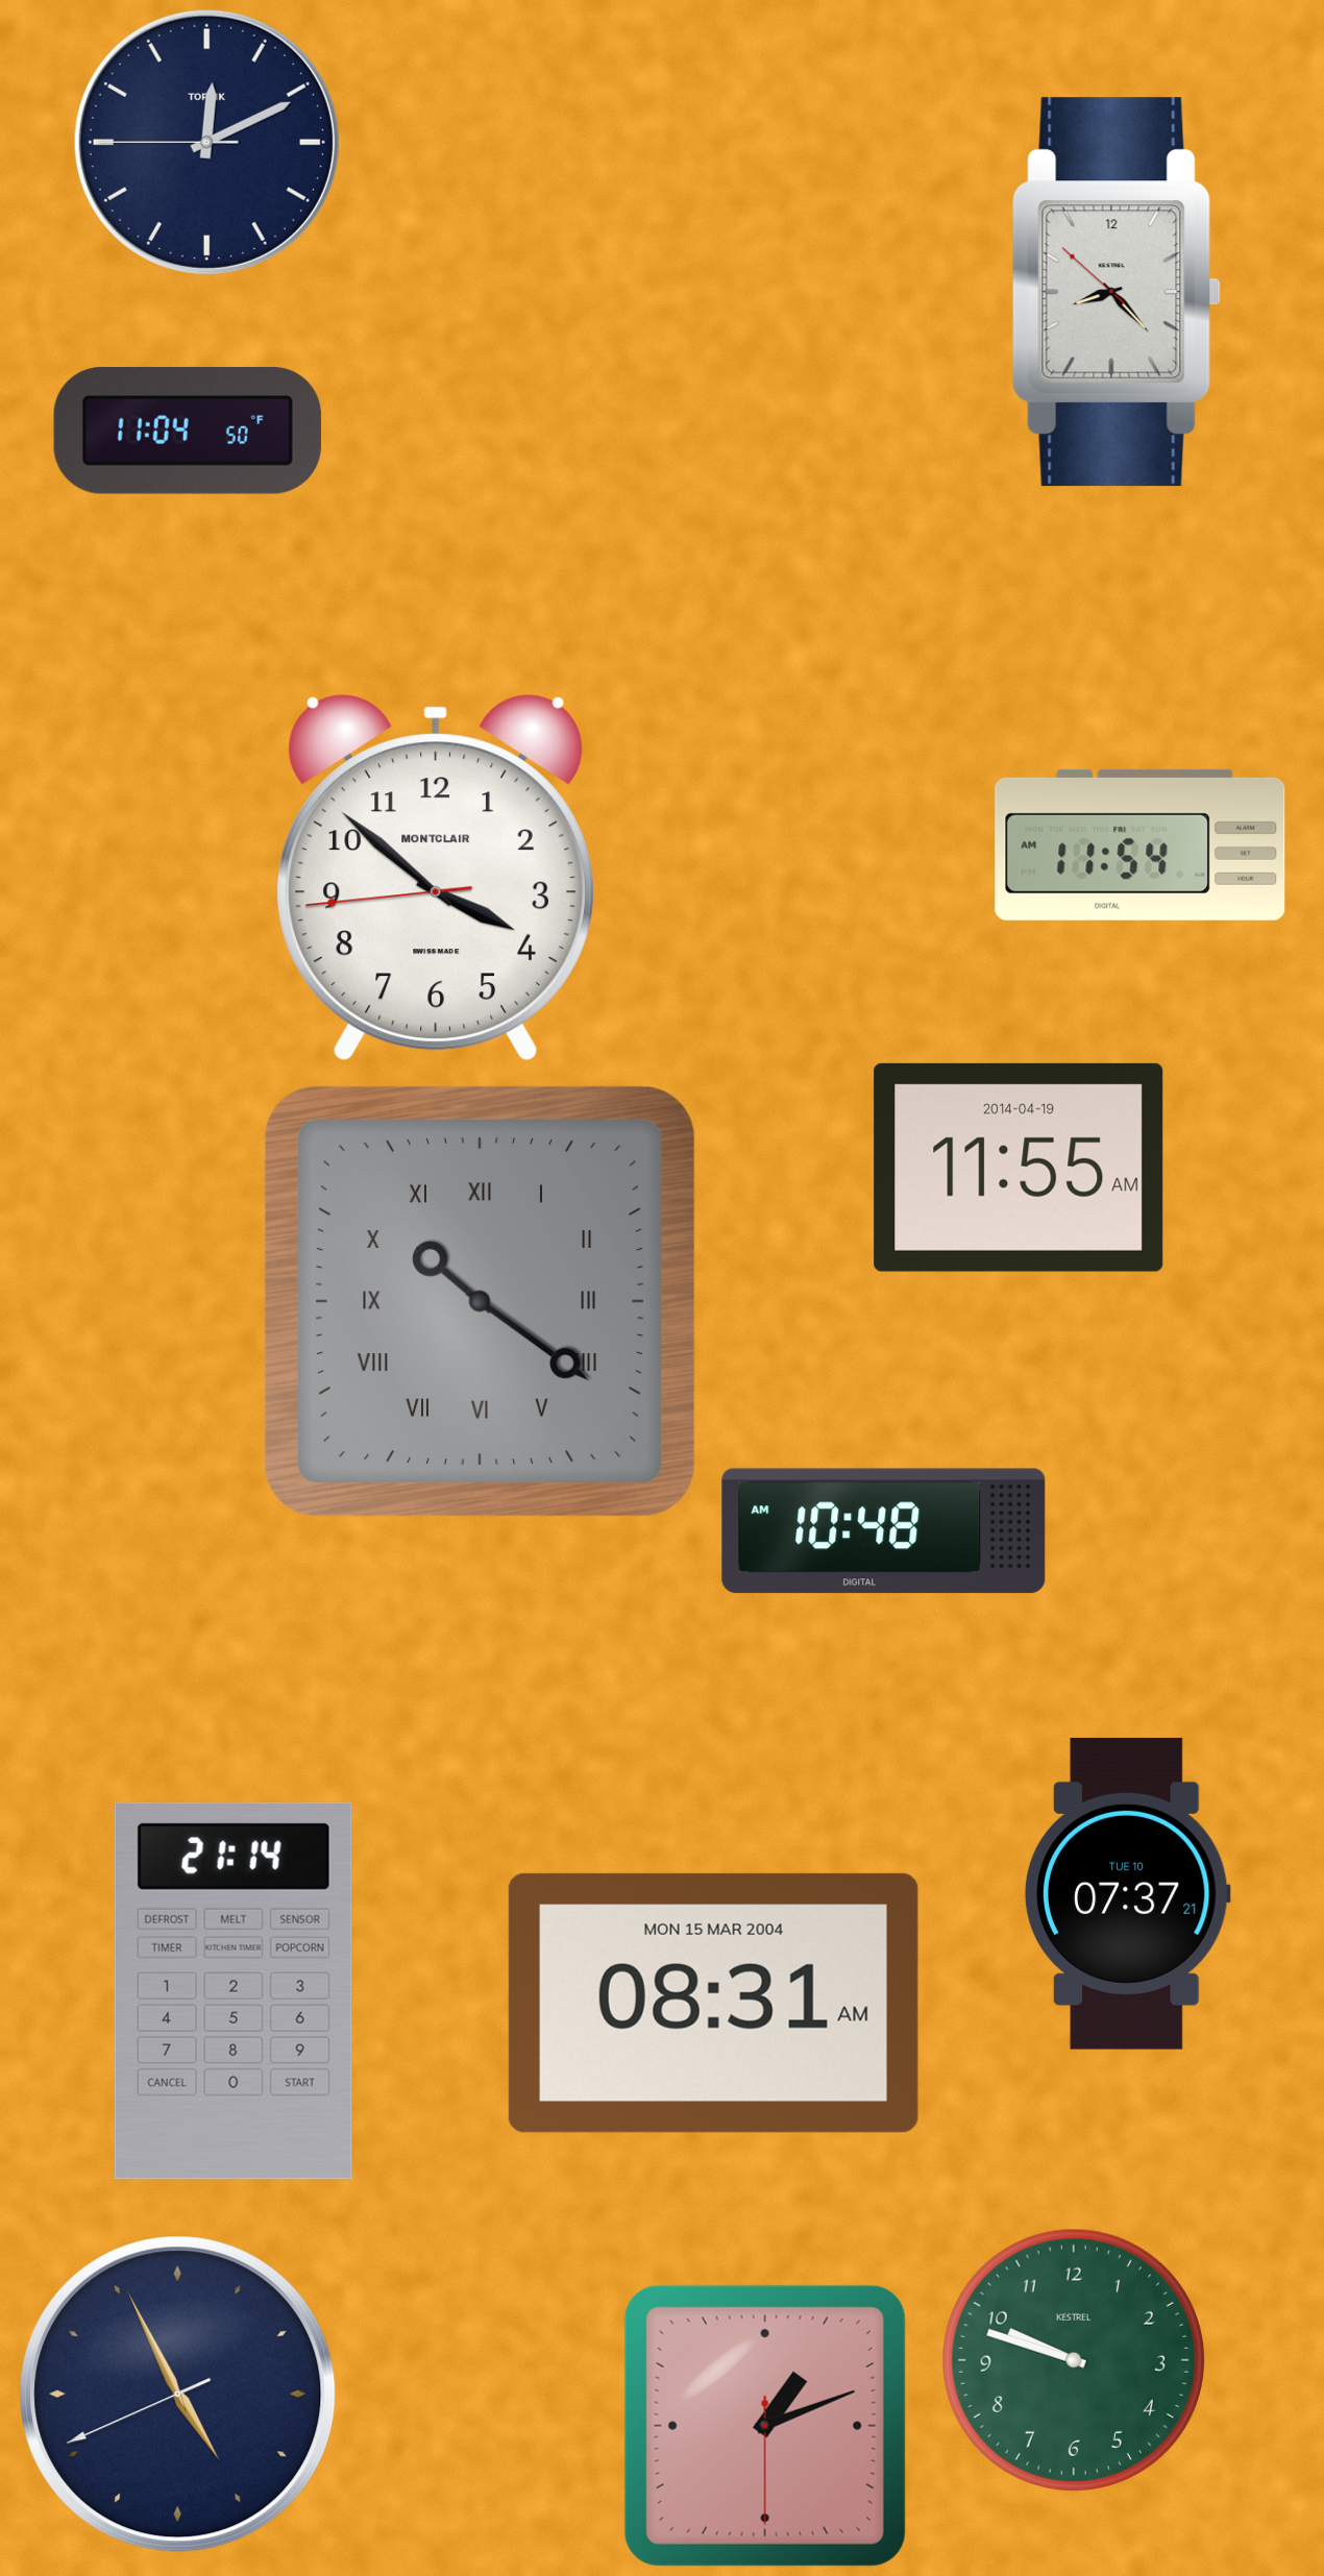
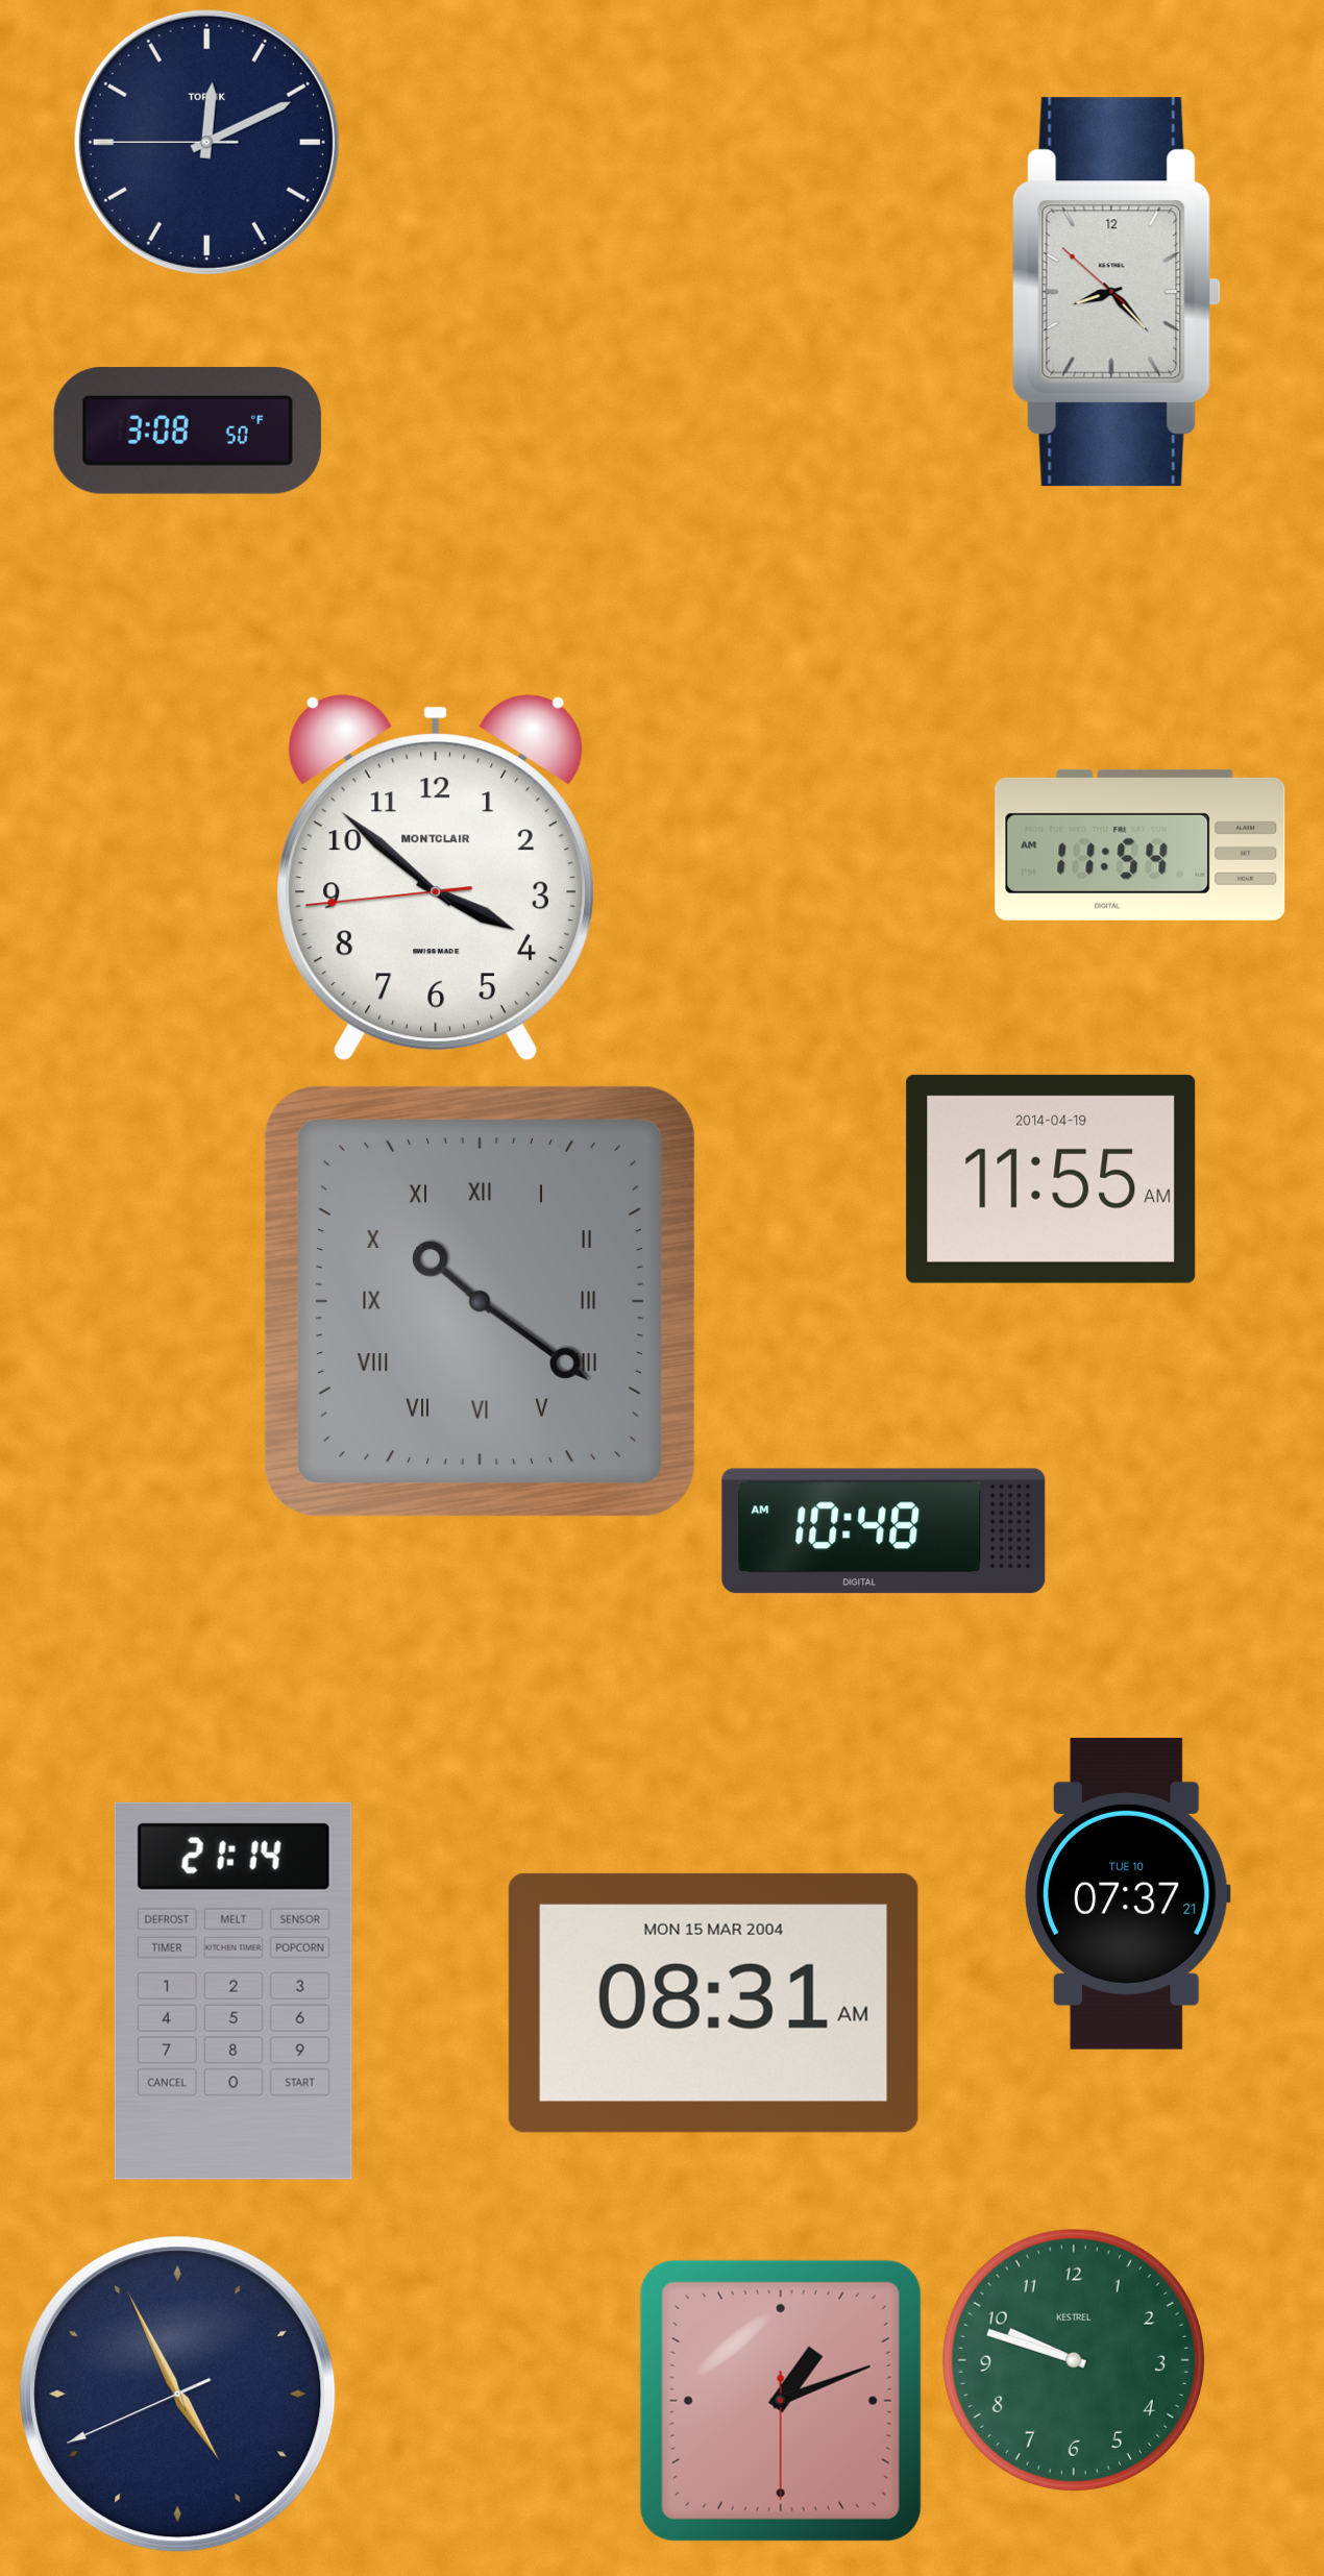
clock at (188, 431): 11:04 -> 3:08
clock at (1019, 1168) position: (1019, 1168) -> (1051, 1179)
clock at (765, 2426) position: (765, 2426) -> (781, 2401)
